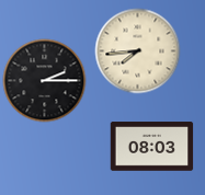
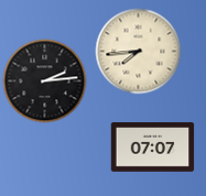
clock at (45, 81): 2:15 -> 2:14
clock at (152, 147): 08:03 -> 07:07
